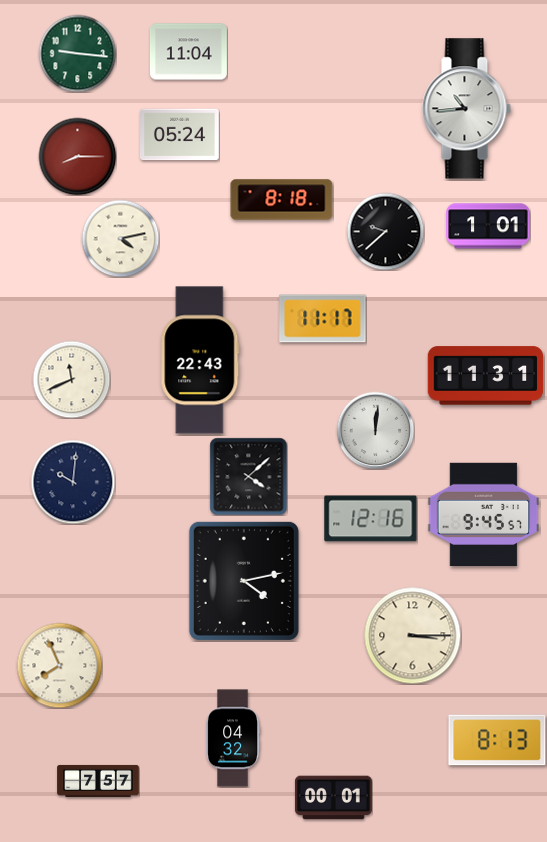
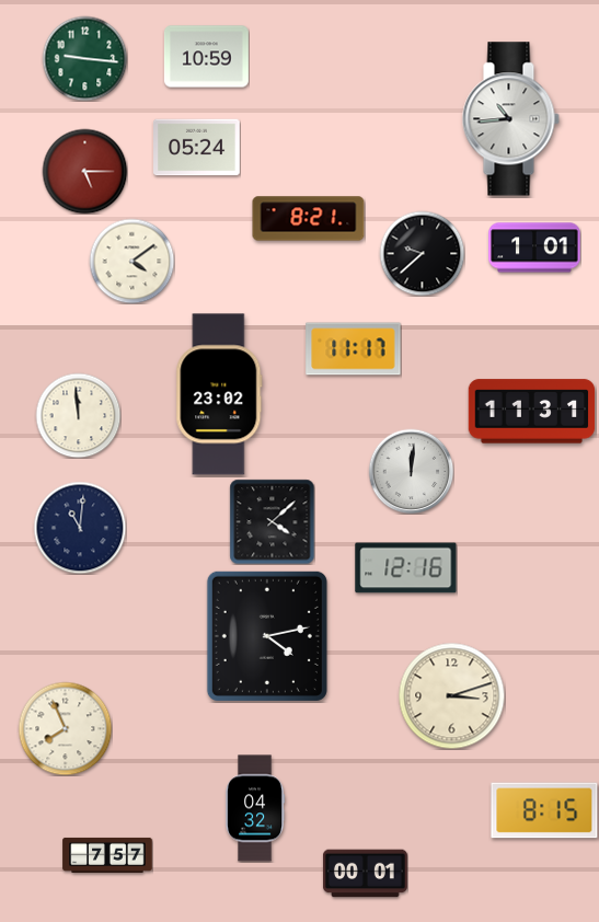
clock at (188, 52): 11:04 -> 10:59
clock at (77, 156): 8:15 -> 5:15
clock at (282, 200): 8:18 -> 8:21
clock at (120, 238): 4:13 -> 4:09
clock at (200, 360): 22:43 -> 23:02
clock at (71, 379): 11:41 -> 11:59
clock at (73, 482): 10:01 -> 11:01
clock at (484, 514): 9:45 -> none
clock at (412, 635): 3:15 -> 3:12
clock at (497, 740): 8:13 -> 8:15
